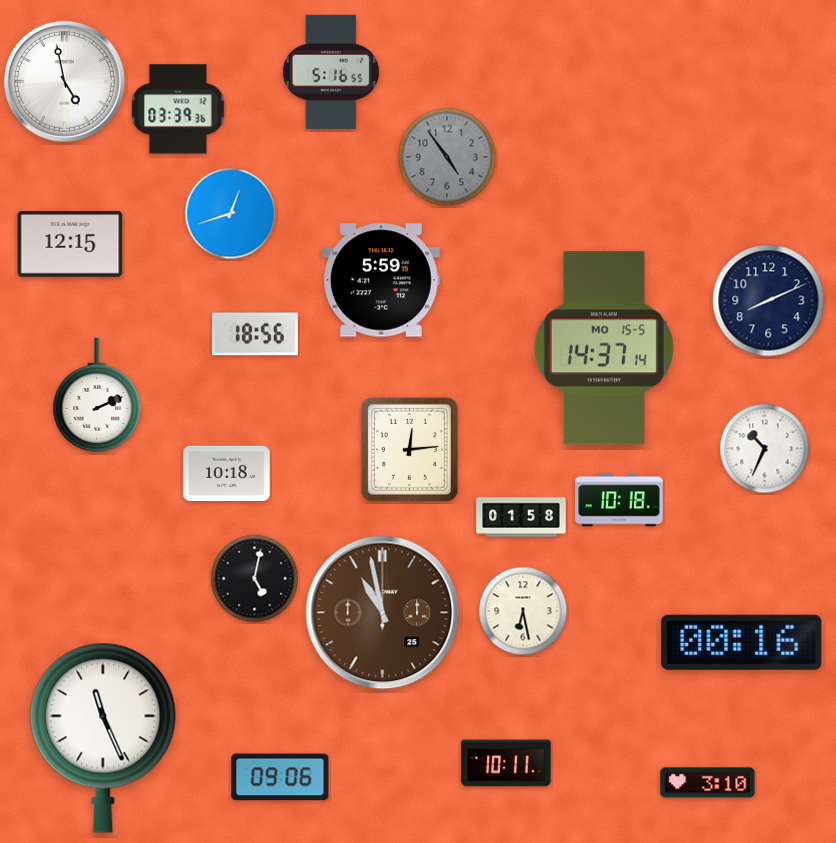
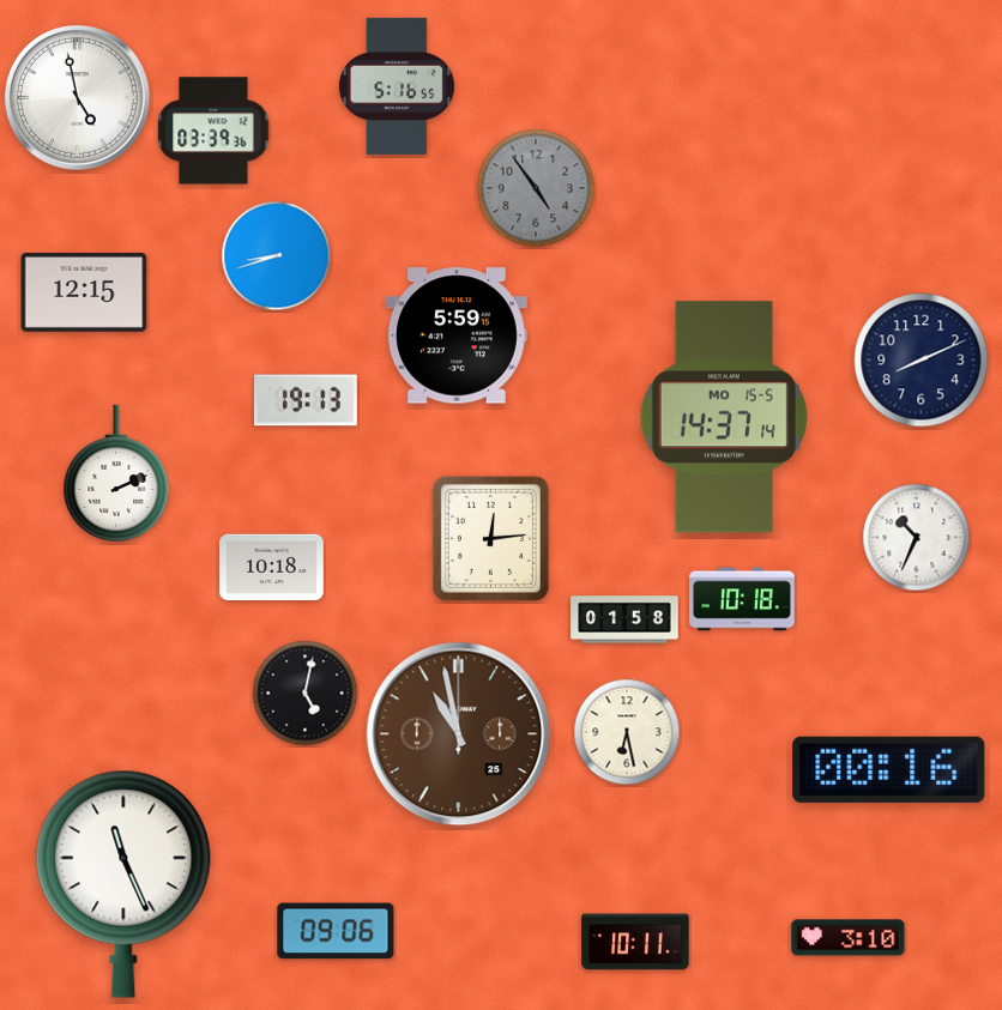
clock at (231, 214): 12:42 -> 8:42
clock at (256, 334): 18:56 -> 19:13
clock at (506, 763) position: (506, 763) -> (635, 942)
